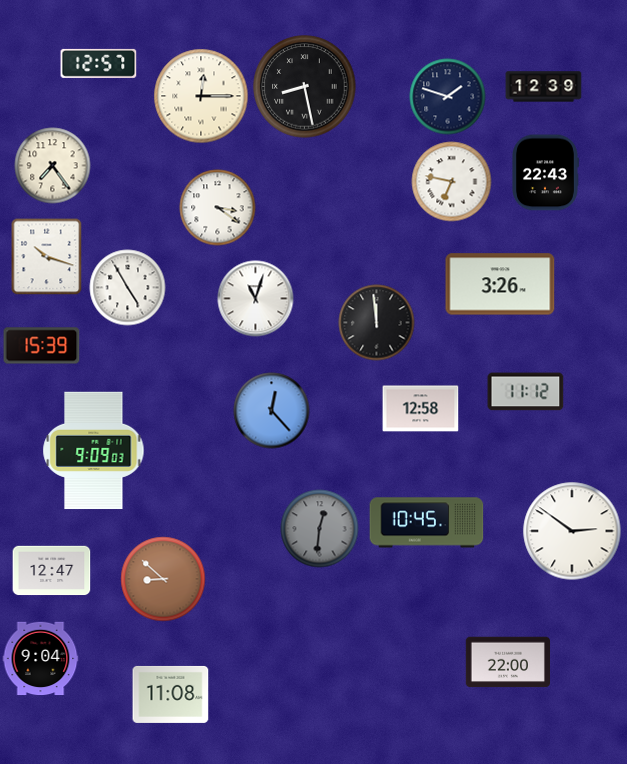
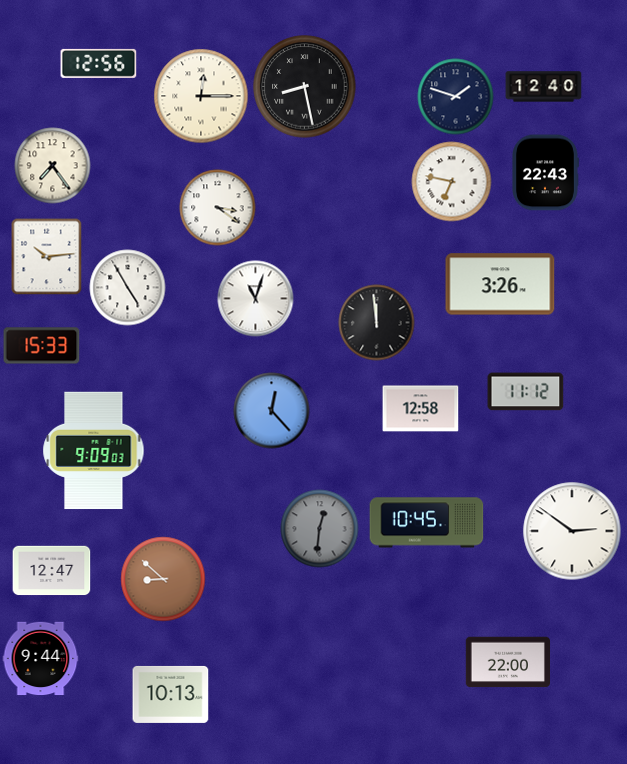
clock at (99, 63): 12:57 -> 12:56
clock at (544, 87): 12:39 -> 12:40
clock at (448, 97) position: (448, 97) -> (456, 97)
clock at (47, 256): 10:18 -> 10:14
clock at (42, 346): 15:39 -> 15:33
clock at (41, 659): 9:04 -> 9:44
clock at (171, 694): 11:08 -> 10:13
